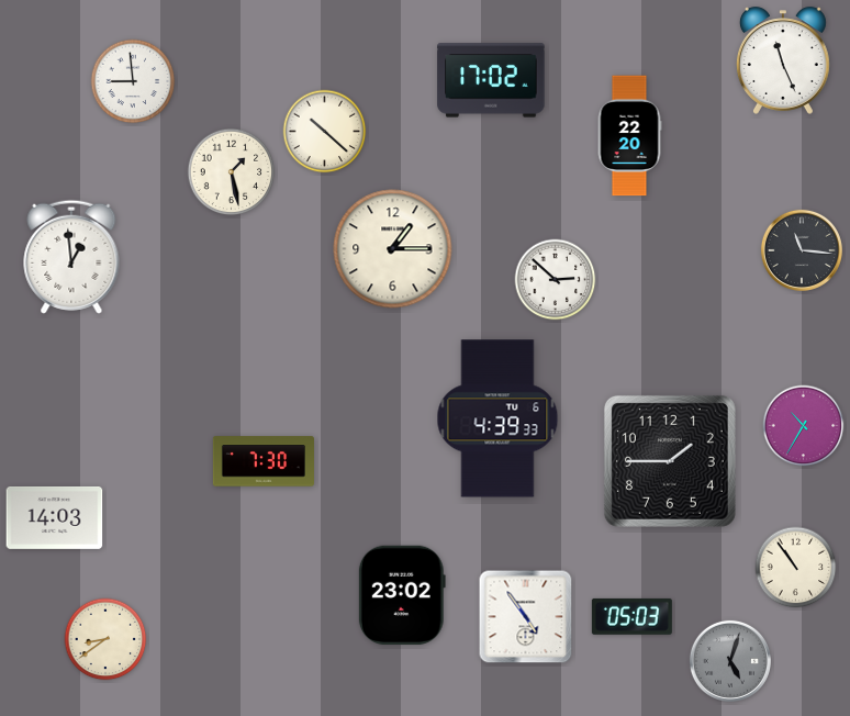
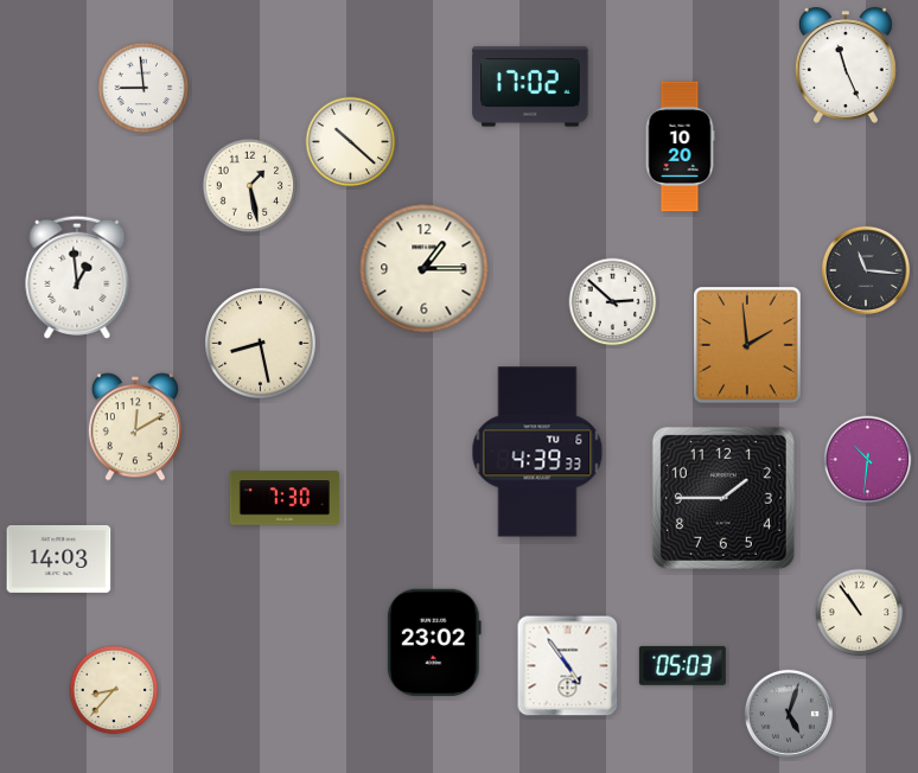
clock at (629, 136): 22:20 -> 10:20
clock at (556, 280) position: (556, 280) -> (613, 302)
clock at (261, 344): none -> 8:28
clock at (748, 346): none -> 1:59
clock at (135, 427): none -> 12:10
clock at (804, 426): 10:35 -> 10:31
clock at (105, 639): 8:39 -> 8:37
